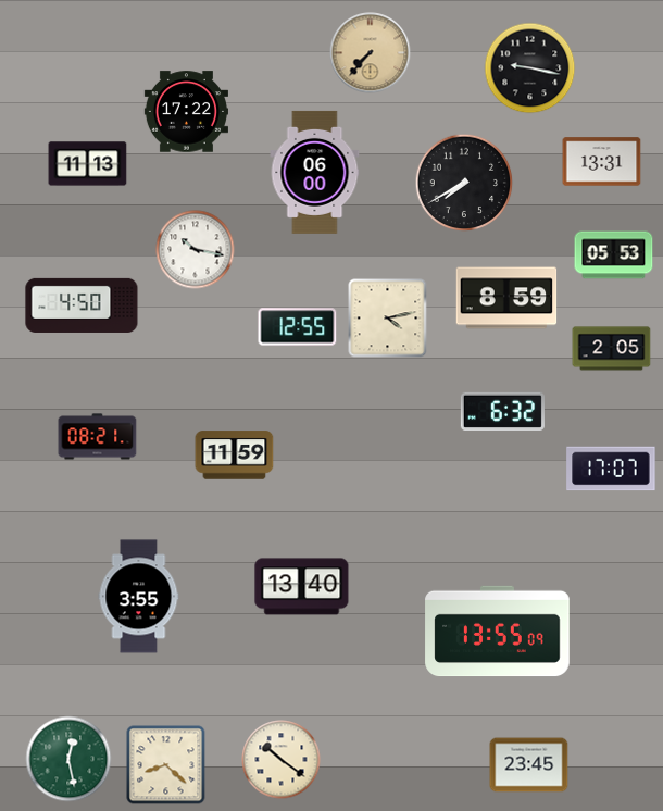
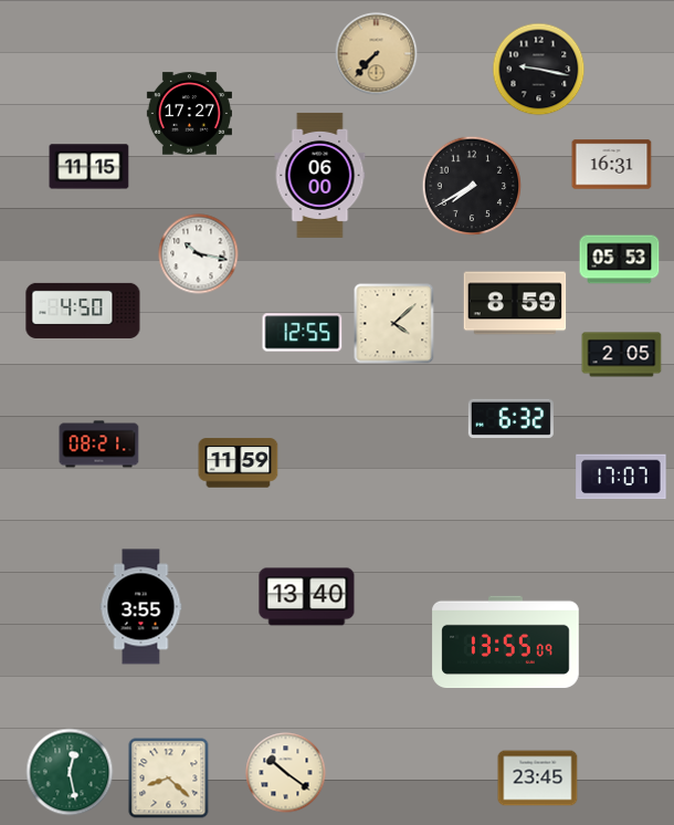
clock at (186, 112): 17:22 -> 17:27
clock at (602, 162): 13:31 -> 16:31
clock at (88, 164): 11:13 -> 11:15
clock at (614, 255) position: (614, 255) -> (620, 260)
clock at (388, 319): 4:13 -> 4:08
